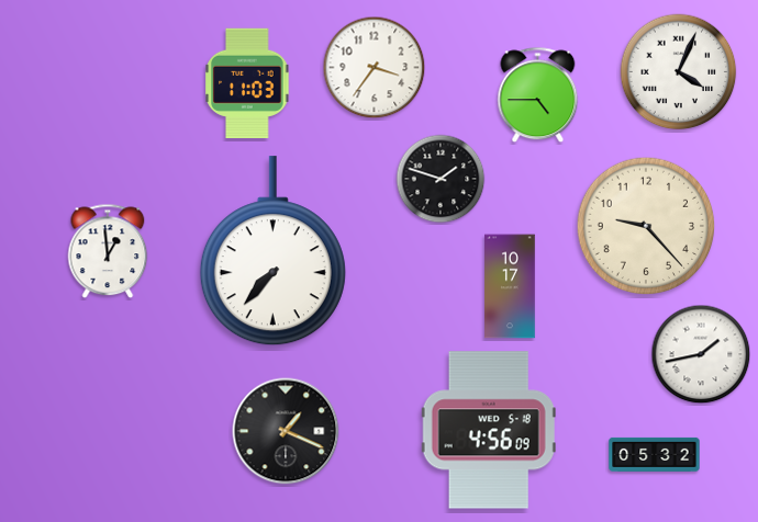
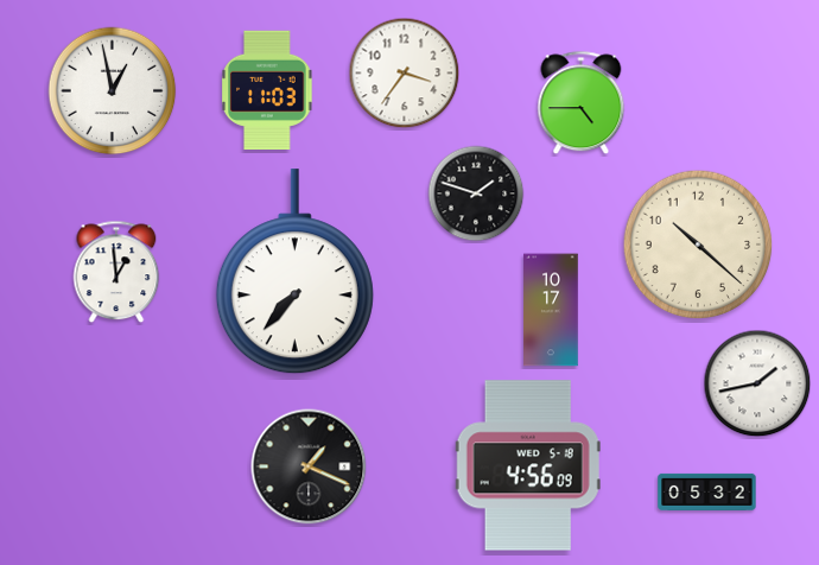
clock at (679, 72): 4:04 -> none
clock at (113, 91): none -> 12:58
clock at (646, 226): 9:23 -> 10:22
